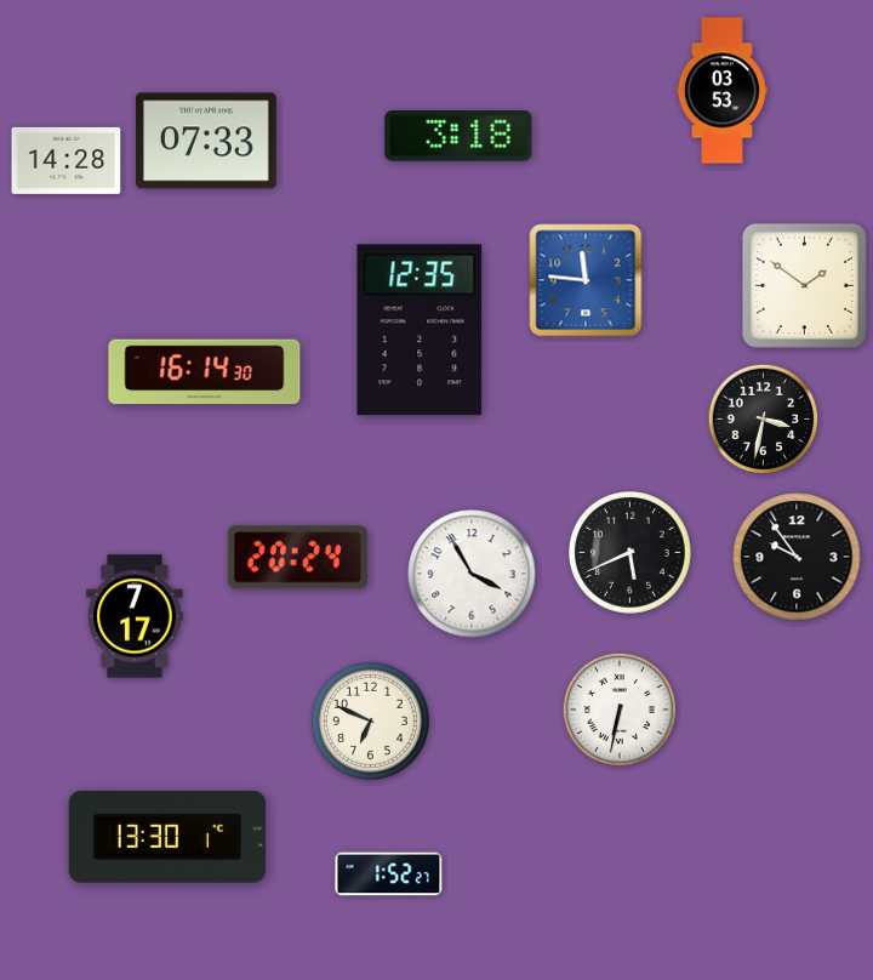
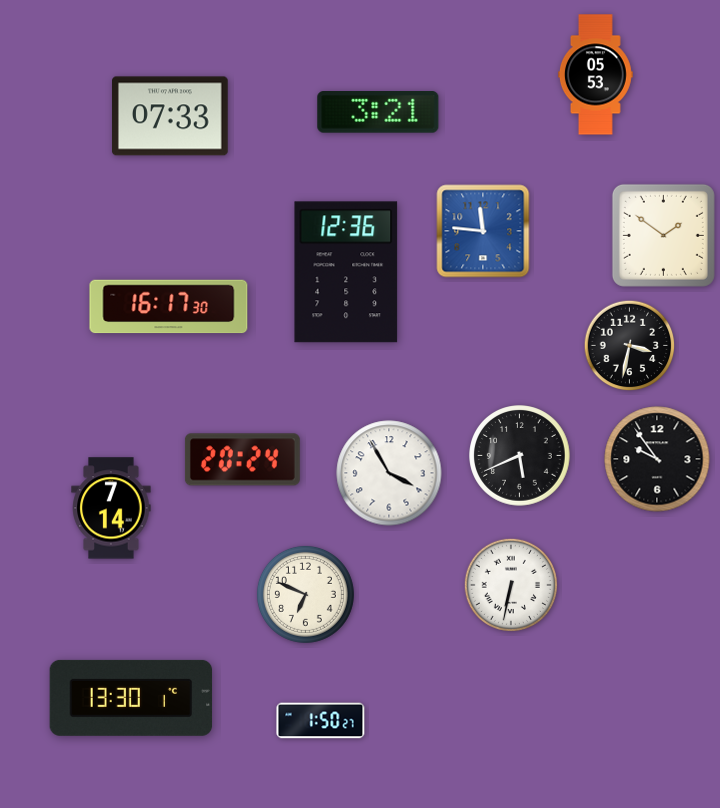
clock at (721, 91): 03:53 -> 05:53
clock at (458, 137): 3:18 -> 3:21
clock at (67, 160): 14:28 -> none
clock at (420, 330): 12:35 -> 12:36
clock at (205, 372): 16:14 -> 16:17
clock at (297, 558) position: (297, 558) -> (242, 460)
clock at (135, 616): 7:17 -> 7:14
clock at (167, 837) position: (167, 837) -> (131, 698)
clock at (389, 874): 1:52 -> 1:50
